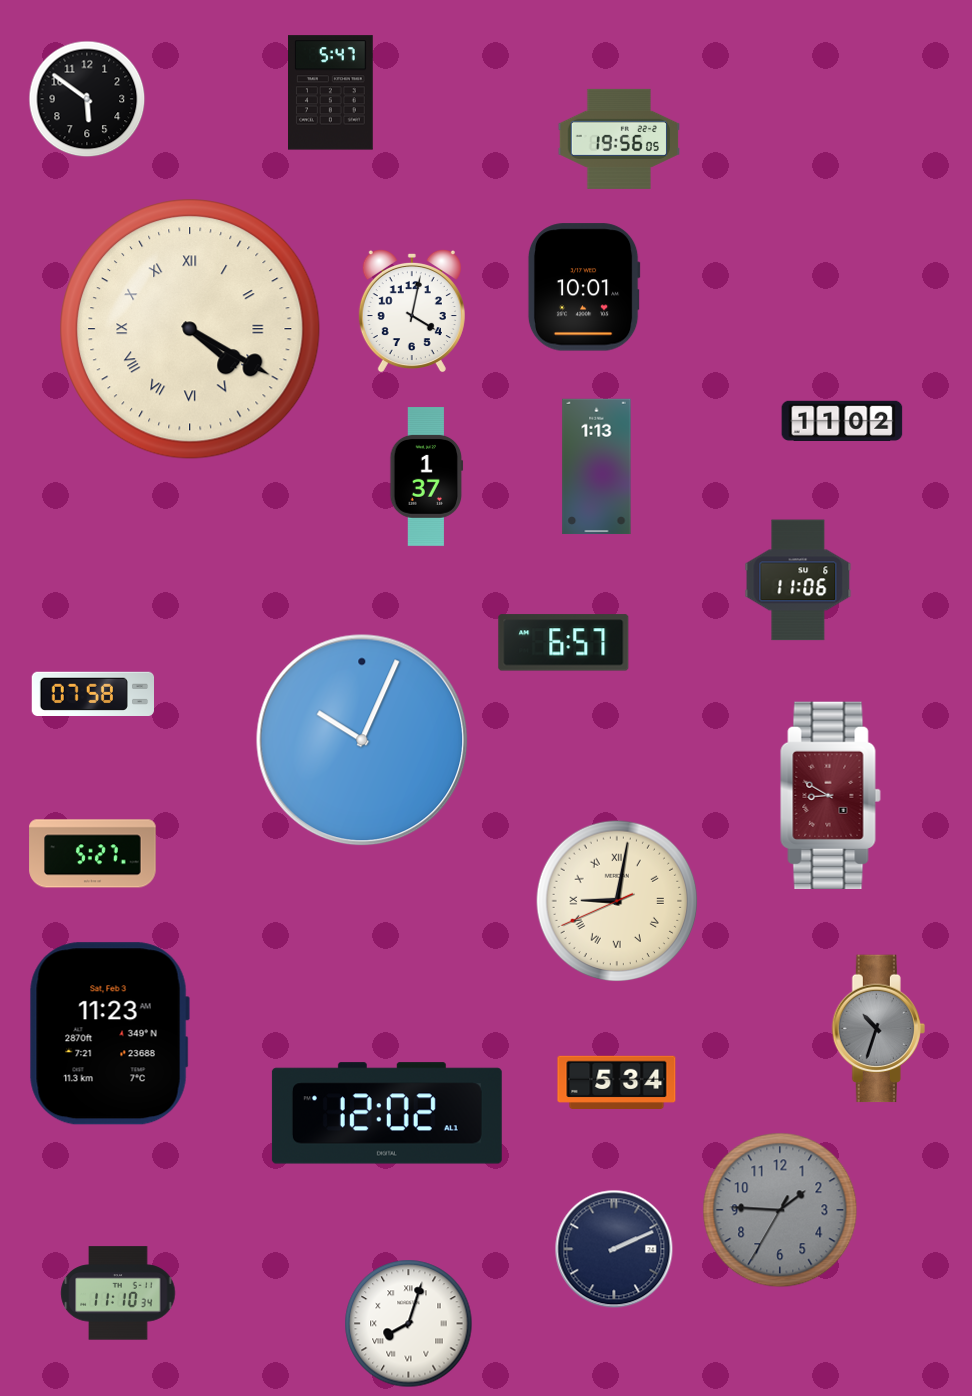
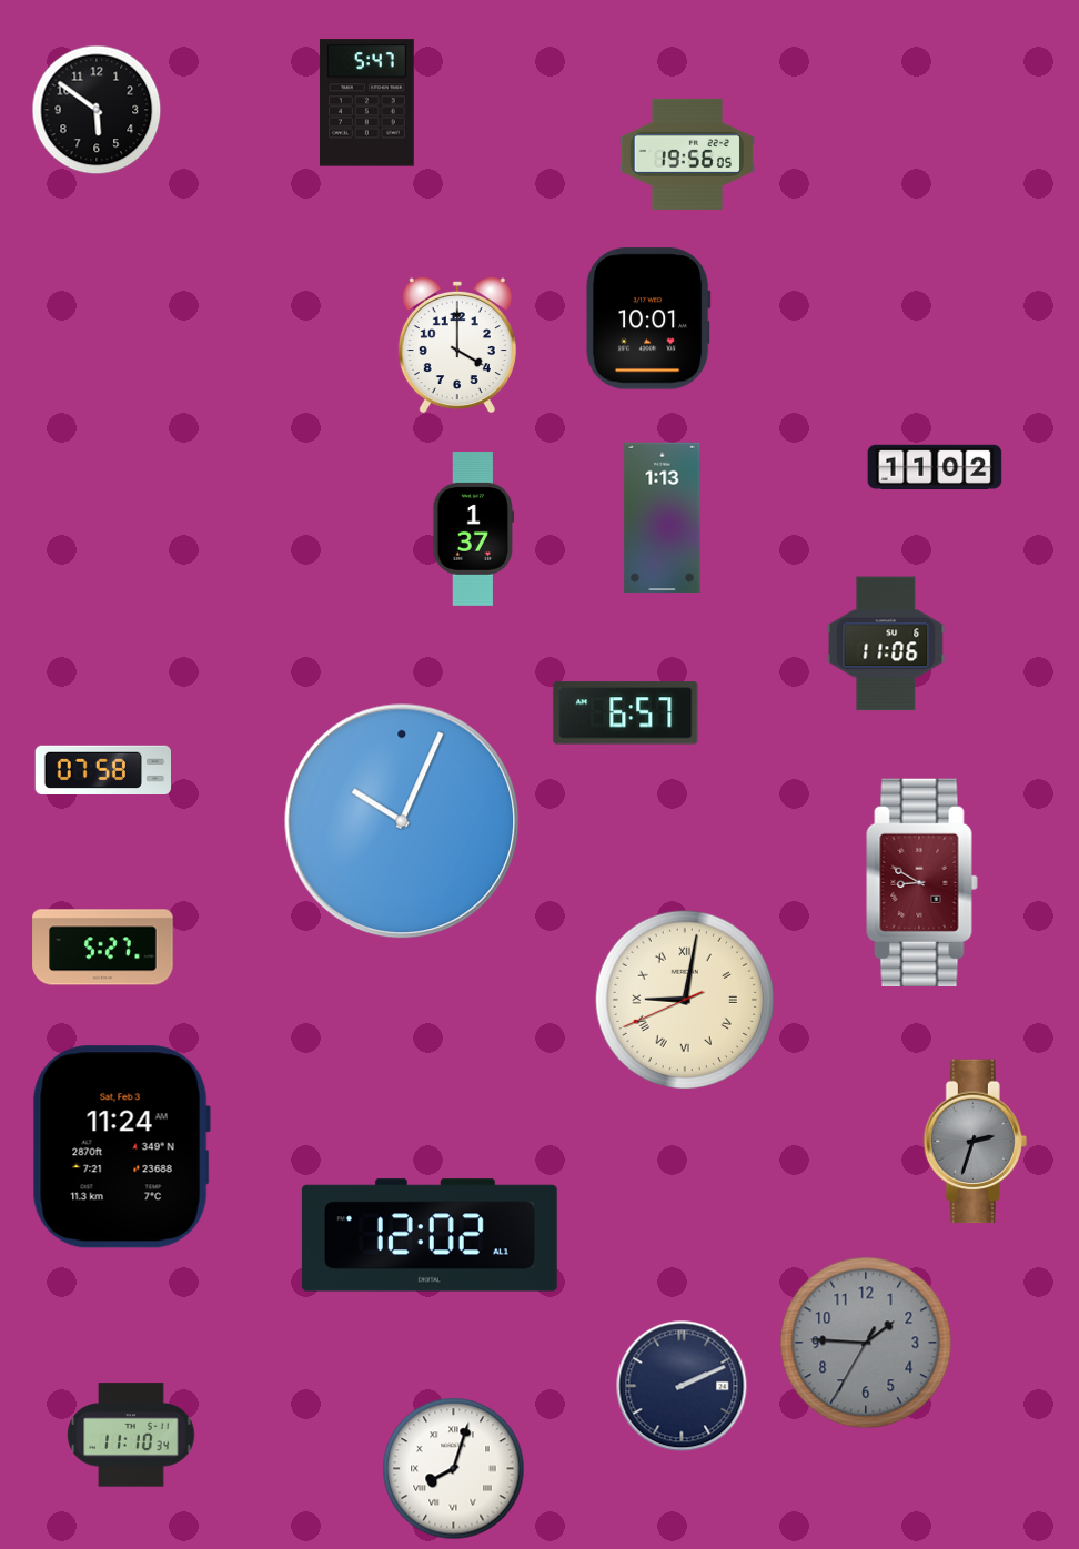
clock at (412, 311): 4:02 -> 4:00
clock at (190, 329): 4:20 -> none
clock at (878, 1029): 10:33 -> 2:33
clock at (109, 1034): 11:23 -> 11:24
clock at (617, 1083): 5:34 -> none
